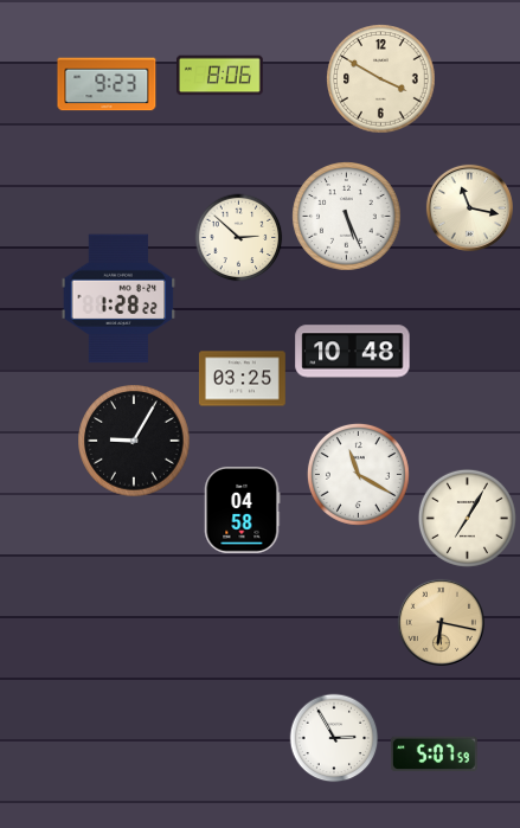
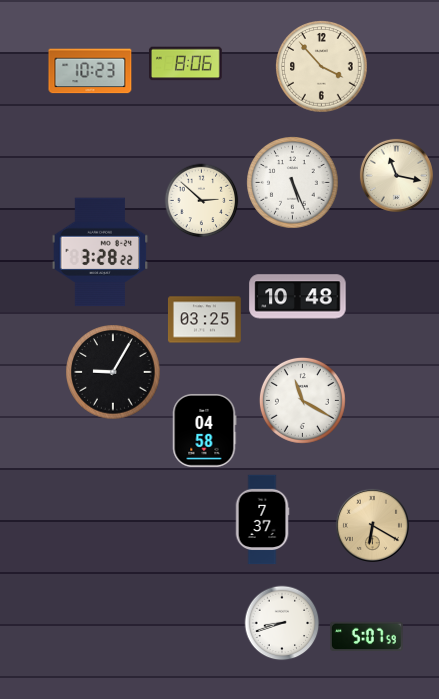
clock at (381, 79): 3:50 -> 3:53
clock at (107, 84): 9:23 -> 10:23
clock at (118, 299): 1:28 -> 3:28
clock at (467, 518): 7:05 -> none
clock at (262, 520): none -> 7:37
clock at (441, 622): 6:17 -> 6:20
clock at (334, 738): 2:55 -> 8:42
